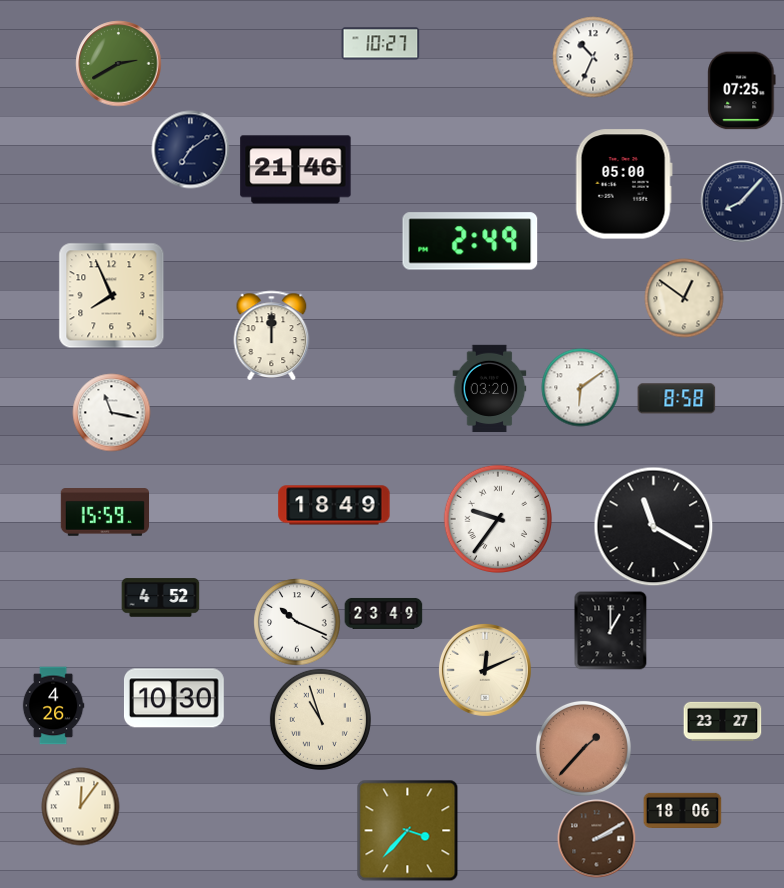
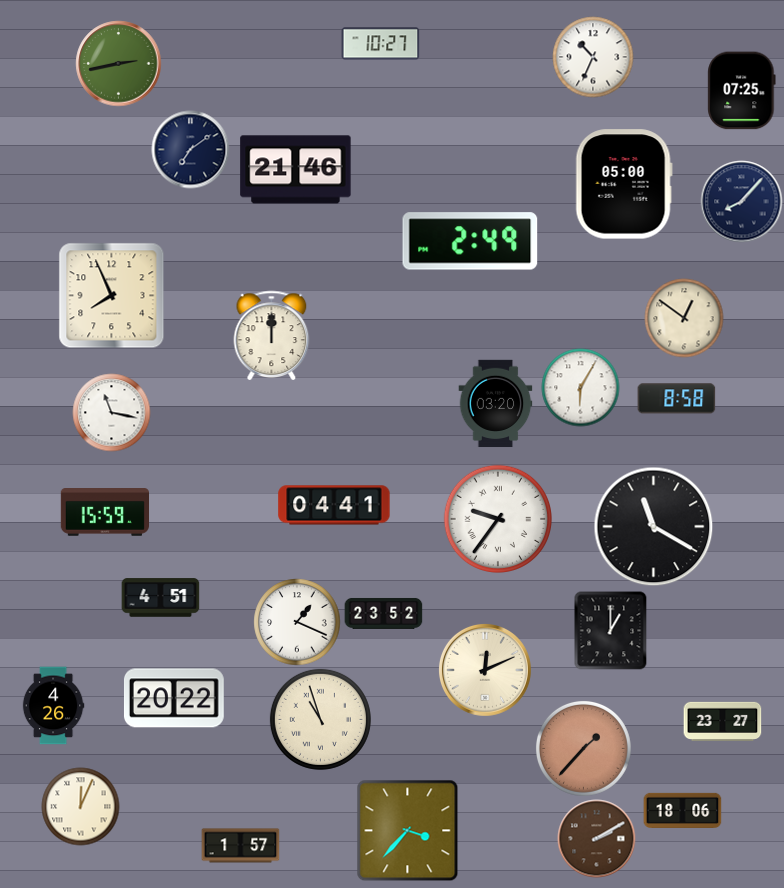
clock at (118, 63): 2:40 -> 2:43
clock at (684, 298) position: (684, 298) -> (684, 318)
clock at (580, 387): 6:09 -> 6:05
clock at (490, 388) position: (490, 388) -> (496, 403)
clock at (334, 505): 18:49 -> 04:41
clock at (160, 598): 4:52 -> 4:51
clock at (383, 613): 23:49 -> 23:52
clock at (297, 622): 10:19 -> 1:19
clock at (174, 698): 10:30 -> 20:22
clock at (80, 806): 12:06 -> 12:04
clock at (240, 846): none -> 1:57
